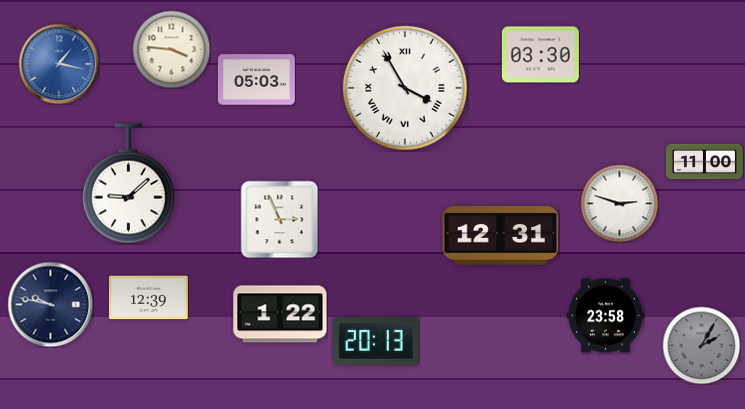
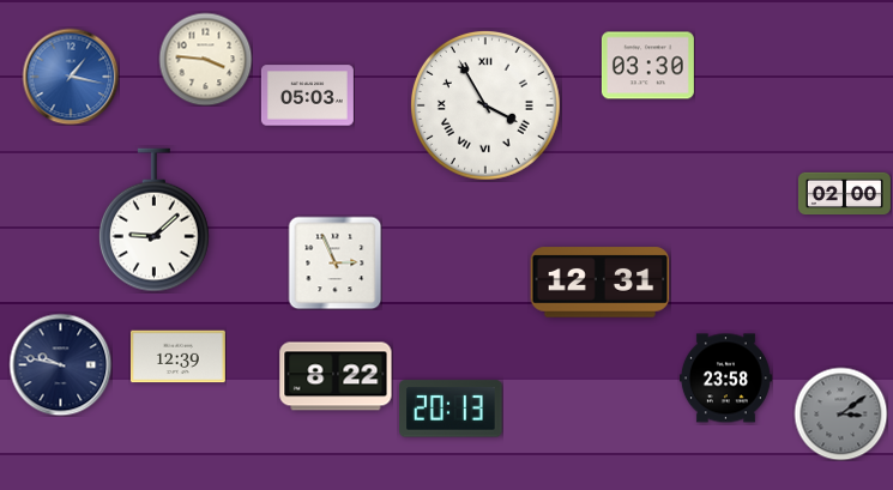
clock at (704, 162): 11:00 -> 02:00
clock at (619, 203): 2:48 -> none
clock at (280, 314): 1:22 -> 8:22
clock at (701, 345): 2:05 -> 3:09
